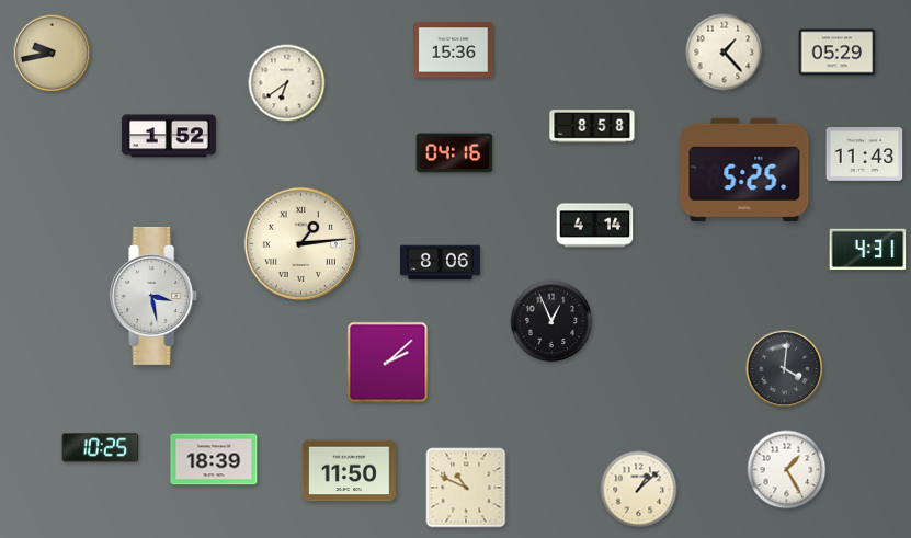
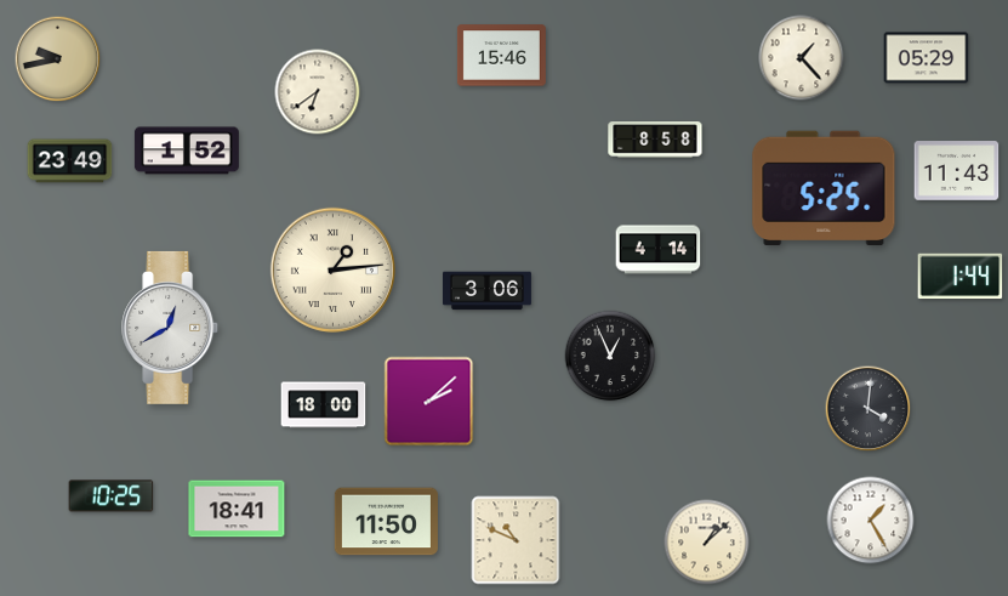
clock at (453, 50): 15:36 -> 15:46
clock at (70, 161): none -> 23:49
clock at (455, 153): 04:16 -> none
clock at (868, 250): 4:31 -> 1:44
clock at (440, 263): 8:06 -> 3:06
clock at (155, 296): 3:28 -> 12:40
clock at (324, 405): none -> 18:00
clock at (214, 459): 18:39 -> 18:41
